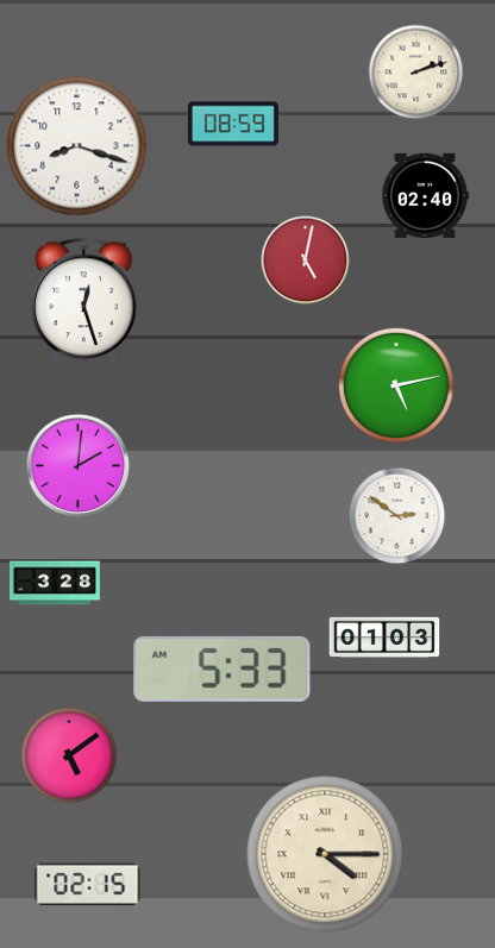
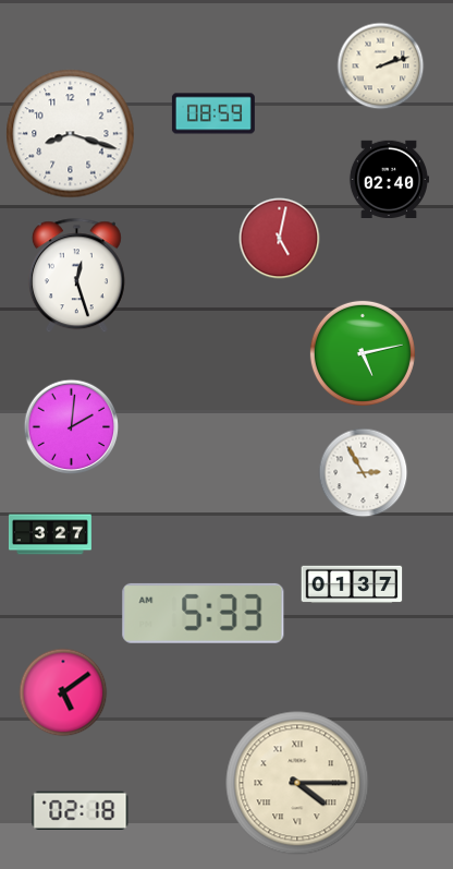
clock at (397, 516): 2:51 -> 2:55
clock at (55, 583): 3:28 -> 3:27
clock at (384, 638): 01:03 -> 01:37
clock at (88, 884): 02:15 -> 02:18
